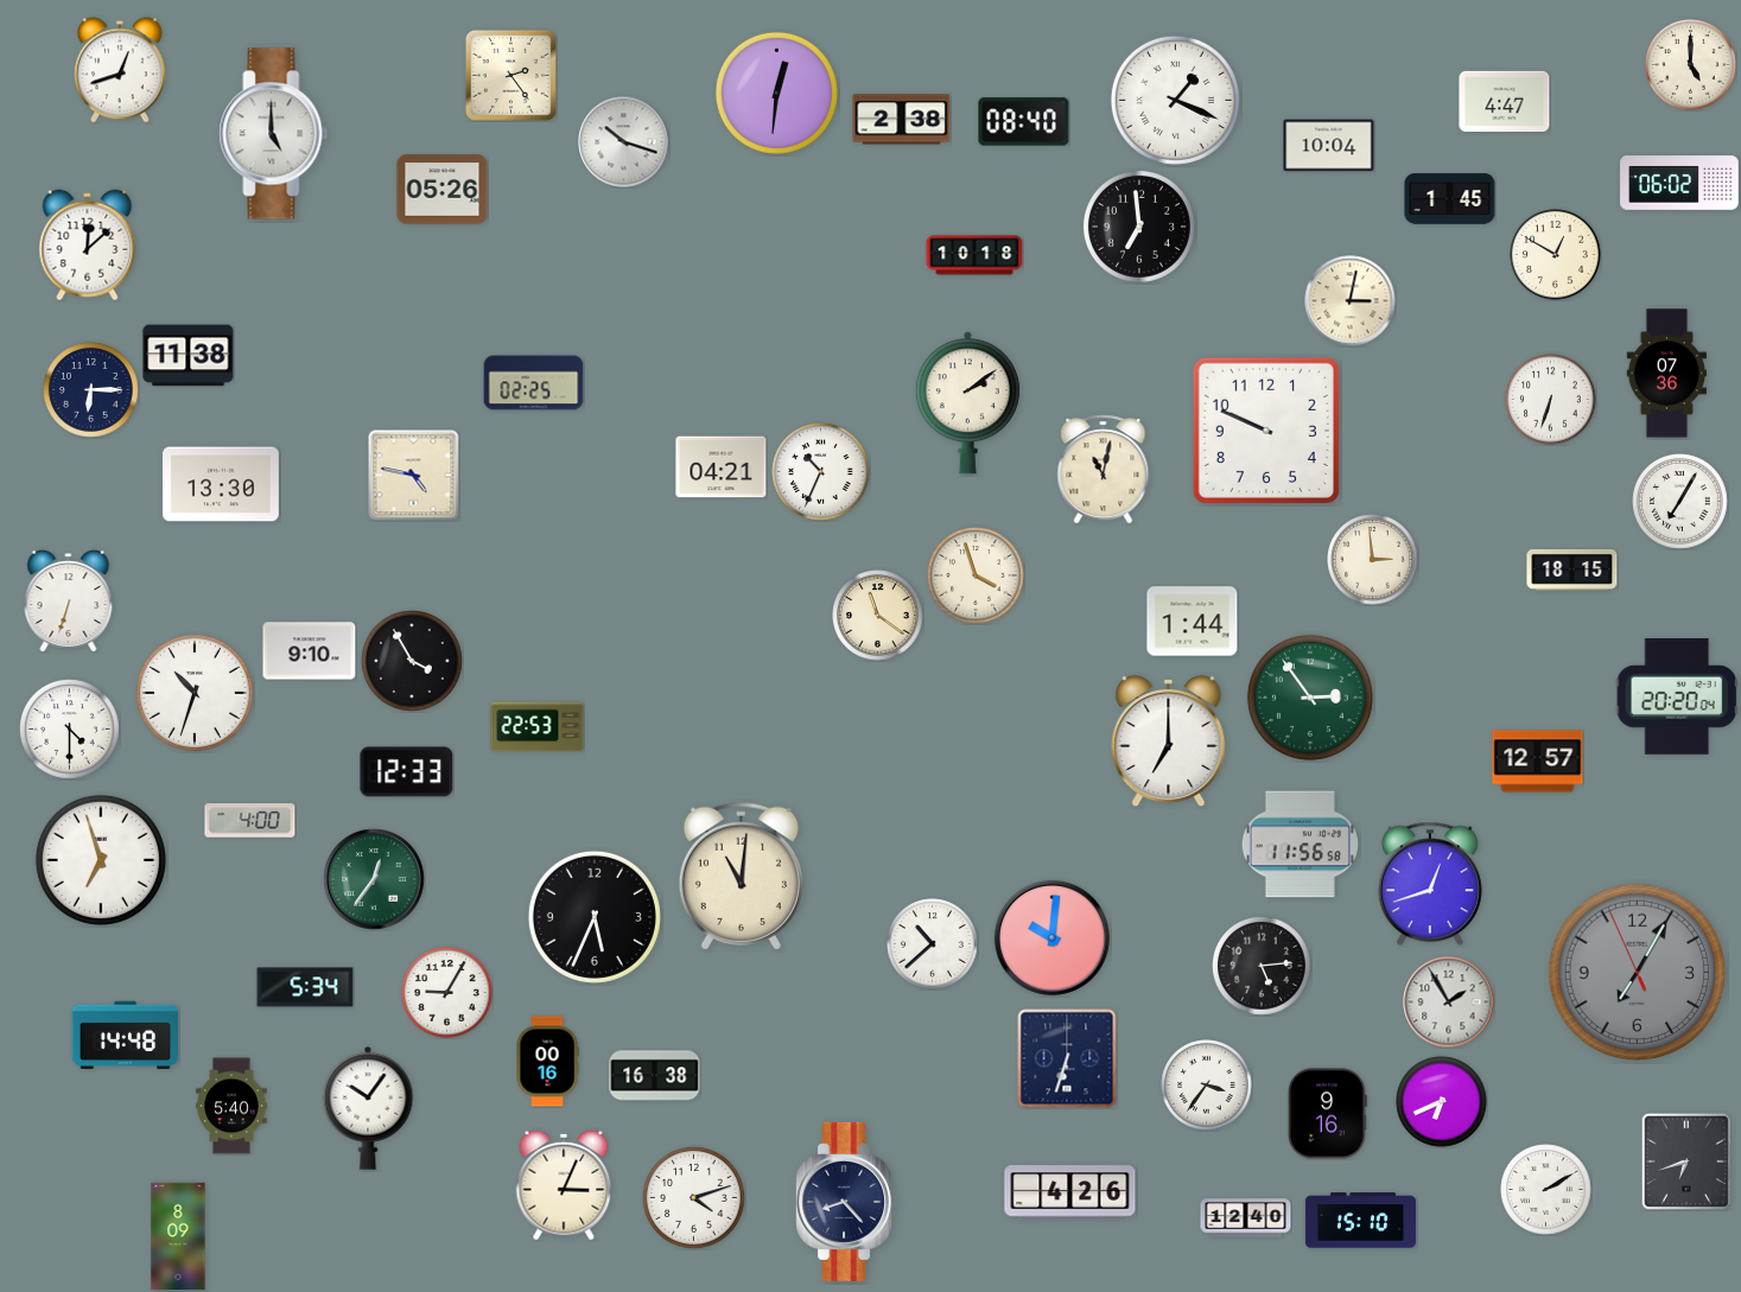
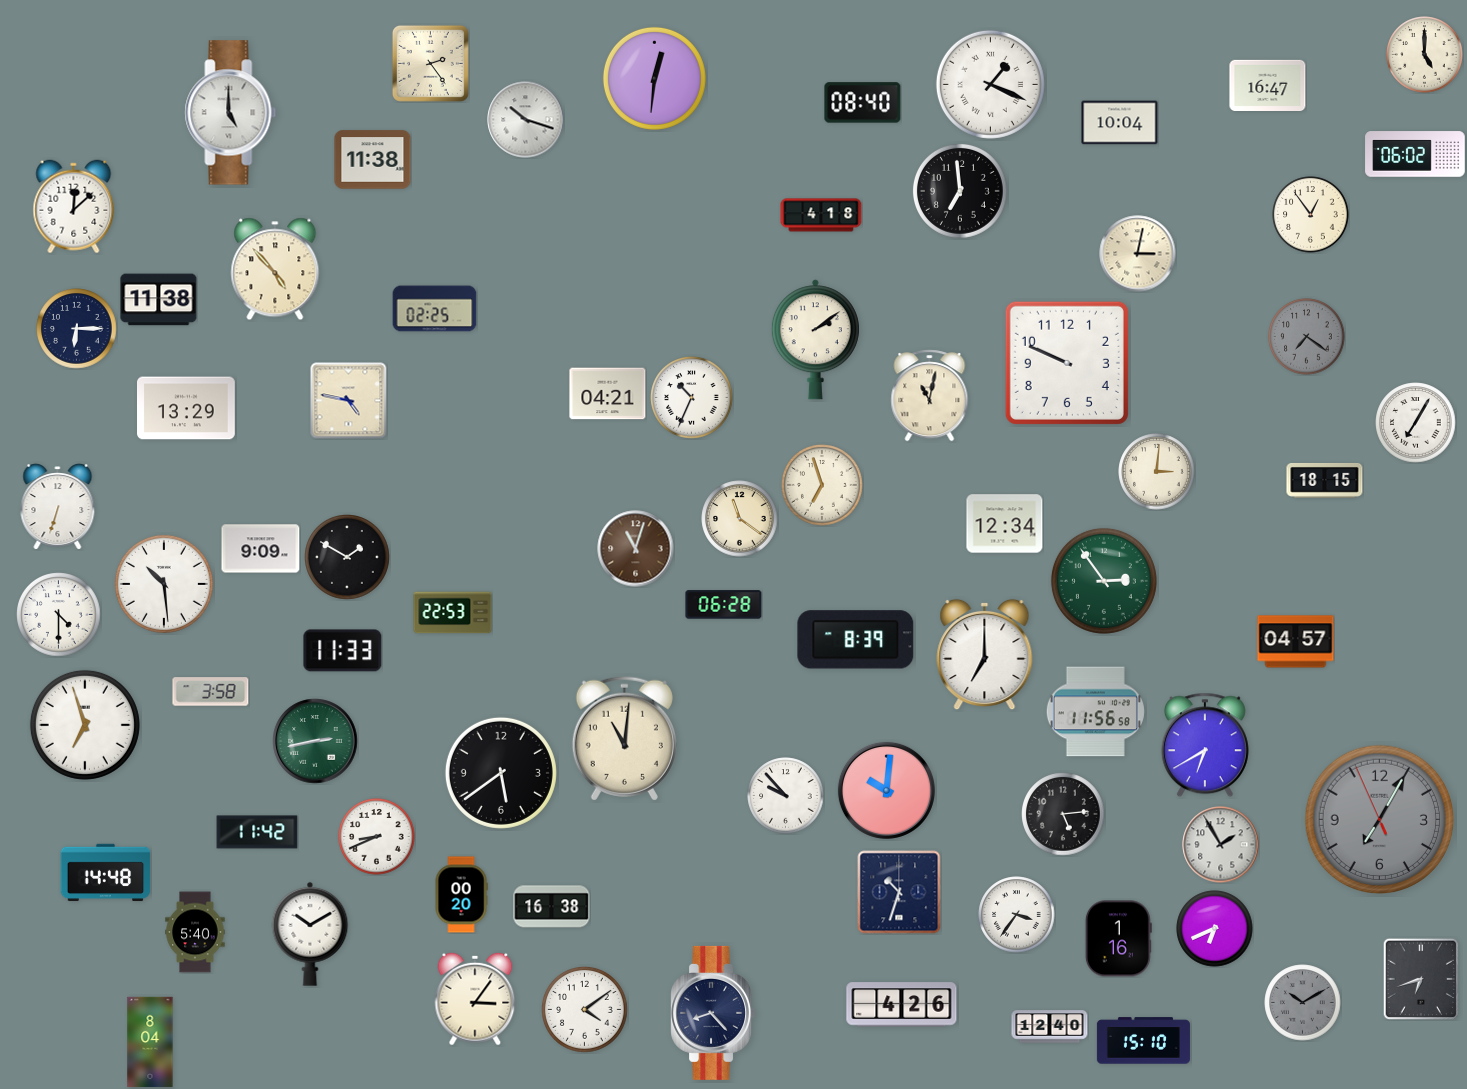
clock at (121, 70): 12:42 -> none
clock at (1505, 101): 4:47 -> 16:47
clock at (902, 120): 2:38 -> none
clock at (443, 190): 05:26 -> 11:38
clock at (1450, 199): 1:45 -> none
clock at (974, 255): 10:18 -> 4:18
clock at (1556, 255): 12:50 -> 12:54
clock at (275, 269): none -> 4:53
clock at (1666, 374): 07:36 -> none
clock at (534, 383) position: (534, 383) -> (435, 309)
clock at (1551, 400): 6:33 -> 7:21
clock at (1551, 400) dial: white -> grey
clock at (222, 484): 13:30 -> 13:29
clock at (1373, 560): 2:59 -> 3:01
clock at (976, 575): 3:57 -> 6:57
clock at (1193, 622): 1:44 -> 12:34
clock at (310, 651): 9:10 -> 9:09
clock at (636, 549): none -> 11:03
clock at (412, 661): 3:55 -> 1:50
clock at (195, 693): 10:33 -> 10:29
clock at (1310, 698) position: (1310, 698) -> (1104, 581)
clock at (1677, 698): 20:20 -> none
clock at (724, 605): none -> 06:28
clock at (1169, 742) position: (1169, 742) -> (985, 655)
clock at (856, 640): none -> 8:39
clock at (1538, 762): 12:57 -> 04:57
clock at (407, 772): 12:33 -> 11:33
clock at (250, 821): 4:00 -> 3:58
clock at (374, 879): 12:36 -> 2:43
clock at (1430, 884): 12:42 -> 6:40
clock at (595, 917): 5:34 -> 5:39
clock at (933, 944): 10:38 -> 9:53
clock at (305, 987): 5:34 -> 11:42
clock at (447, 993): 9:05 -> 8:41
clock at (1067, 1058): 6:33 -> 10:33
clock at (547, 1062): 00:16 -> 00:20
clock at (368, 1108): 10:06 -> 10:10
clock at (1327, 1114): 9:16 -> 1:16
clock at (564, 1185): 3:04 -> 3:06
clock at (1546, 1190): 2:10 -> 10:10
clock at (1546, 1190) dial: white -> grey
clock at (694, 1198): 4:12 -> 4:09
clock at (1360, 1221) position: (1360, 1221) -> (1143, 1041)
clock at (178, 1236): 8:09 -> 8:04
